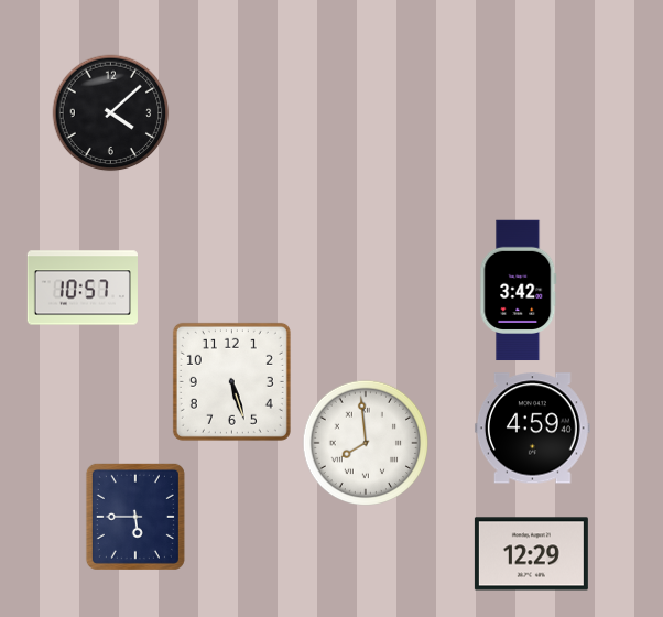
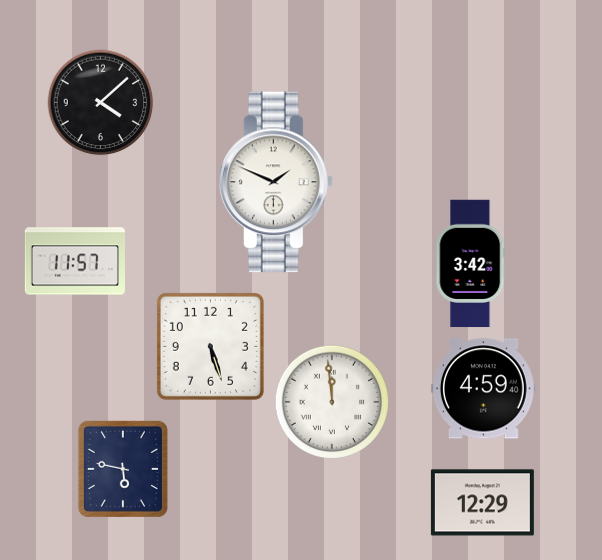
clock at (276, 182): none -> 1:49
clock at (83, 288): 10:57 -> 11:57
clock at (366, 443): 7:59 -> 11:59
clock at (135, 517): 5:45 -> 5:47
